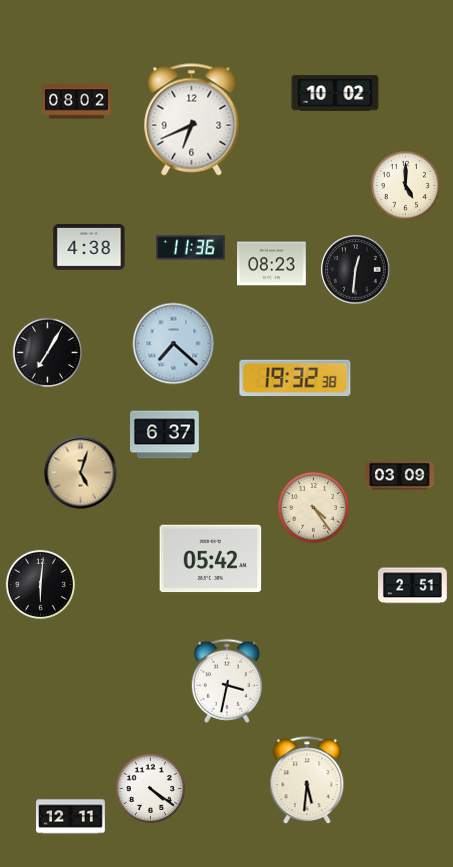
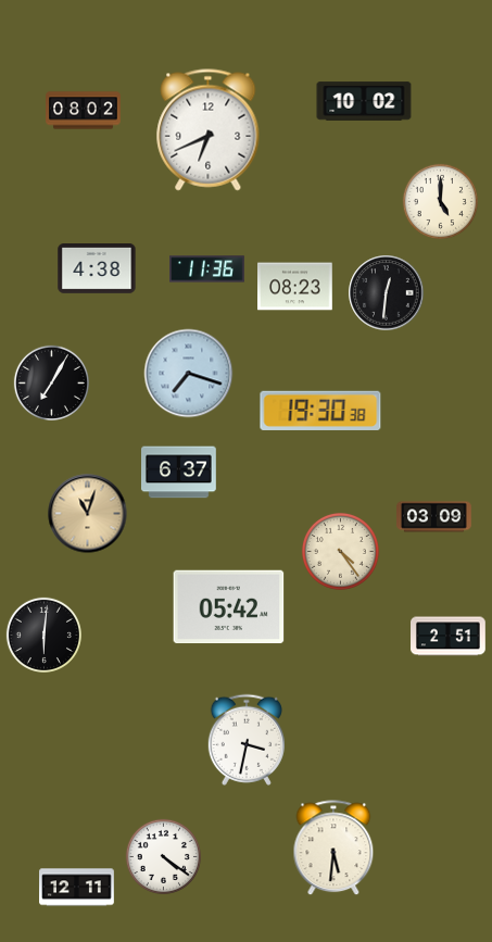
clock at (174, 344): 7:22 -> 7:18
clock at (295, 377): 19:32 -> 19:30
clock at (81, 473): 5:03 -> 11:03
